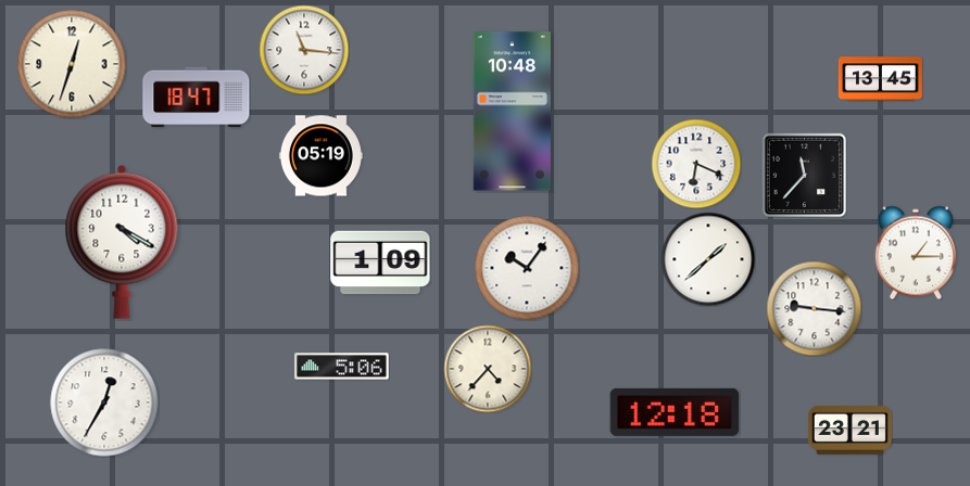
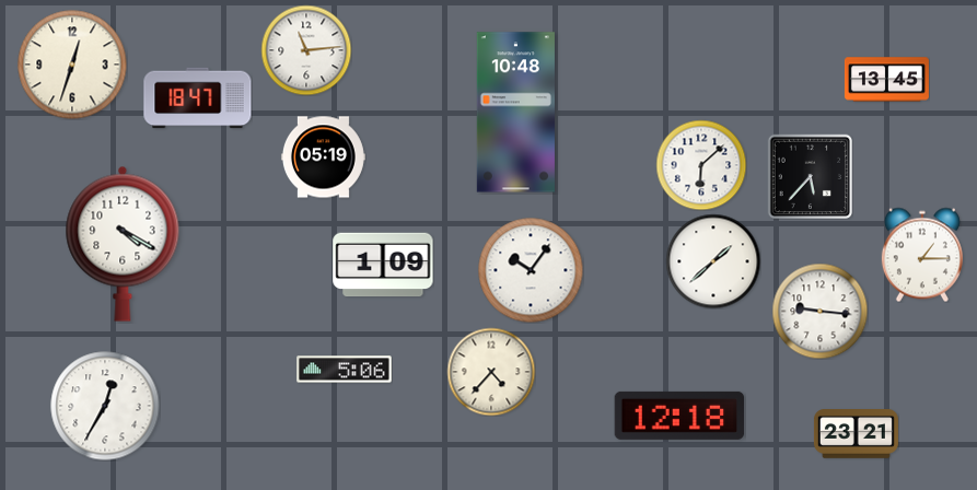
clock at (304, 50): 11:16 -> 11:14
clock at (696, 164): 6:19 -> 6:08
clock at (804, 175): 11:37 -> 5:37
